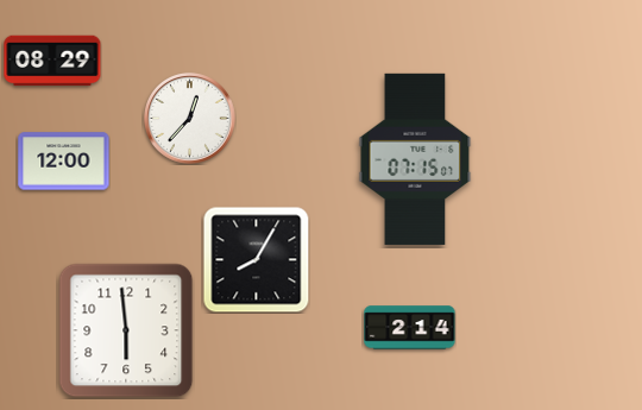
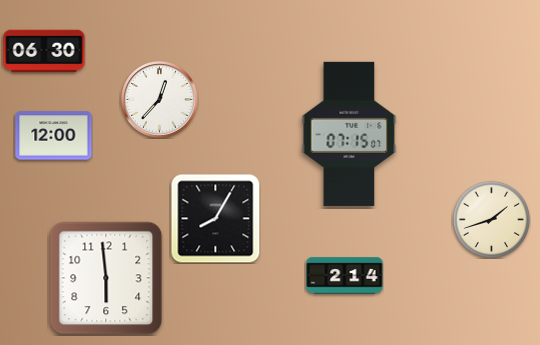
clock at (52, 61): 08:29 -> 06:30
clock at (491, 219): none -> 1:42
